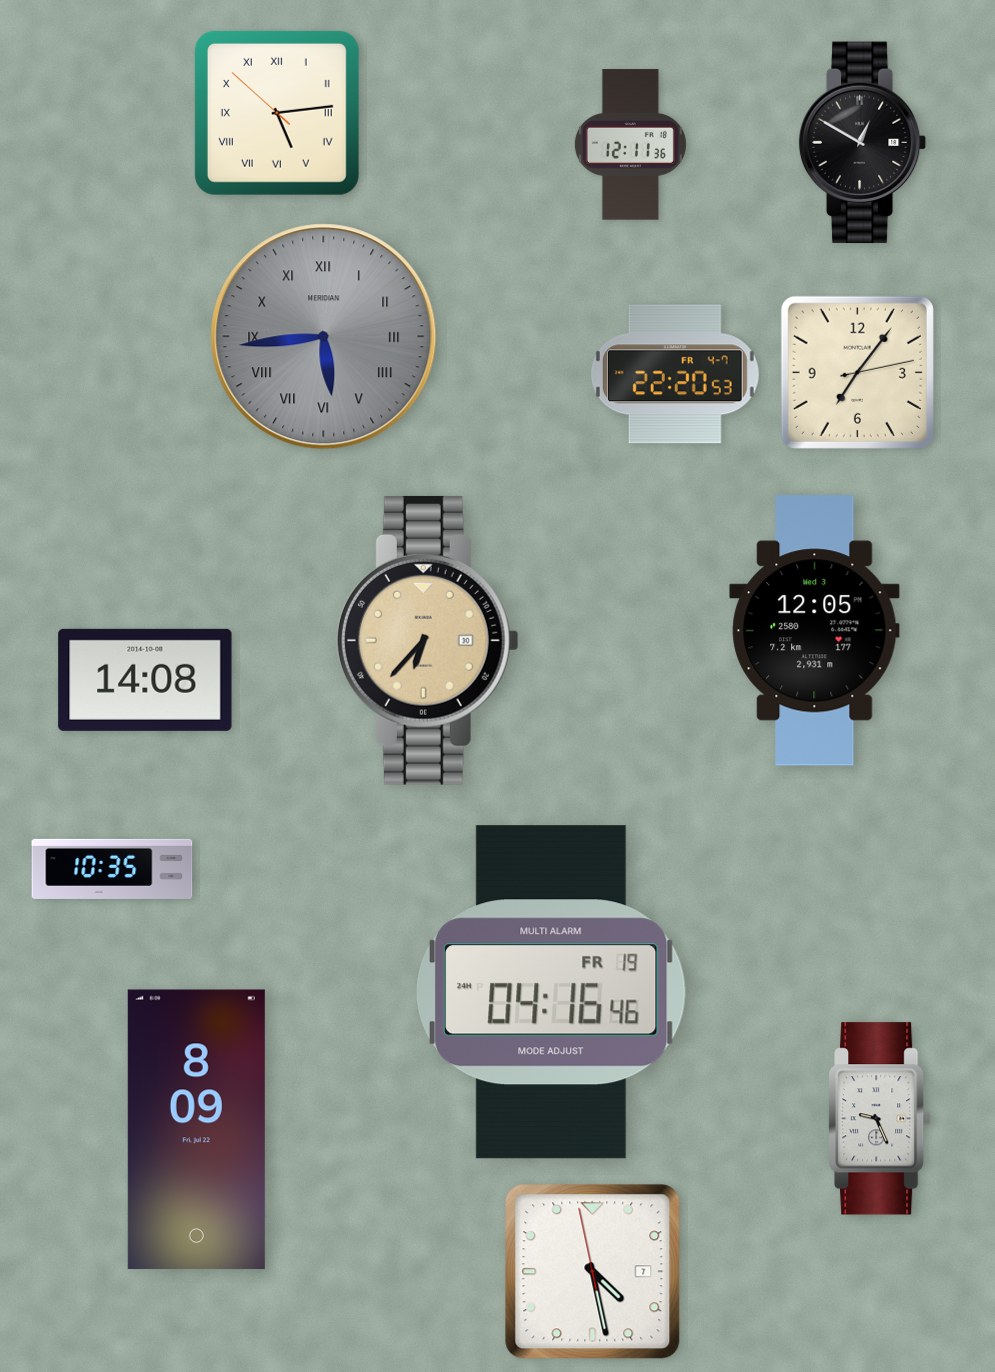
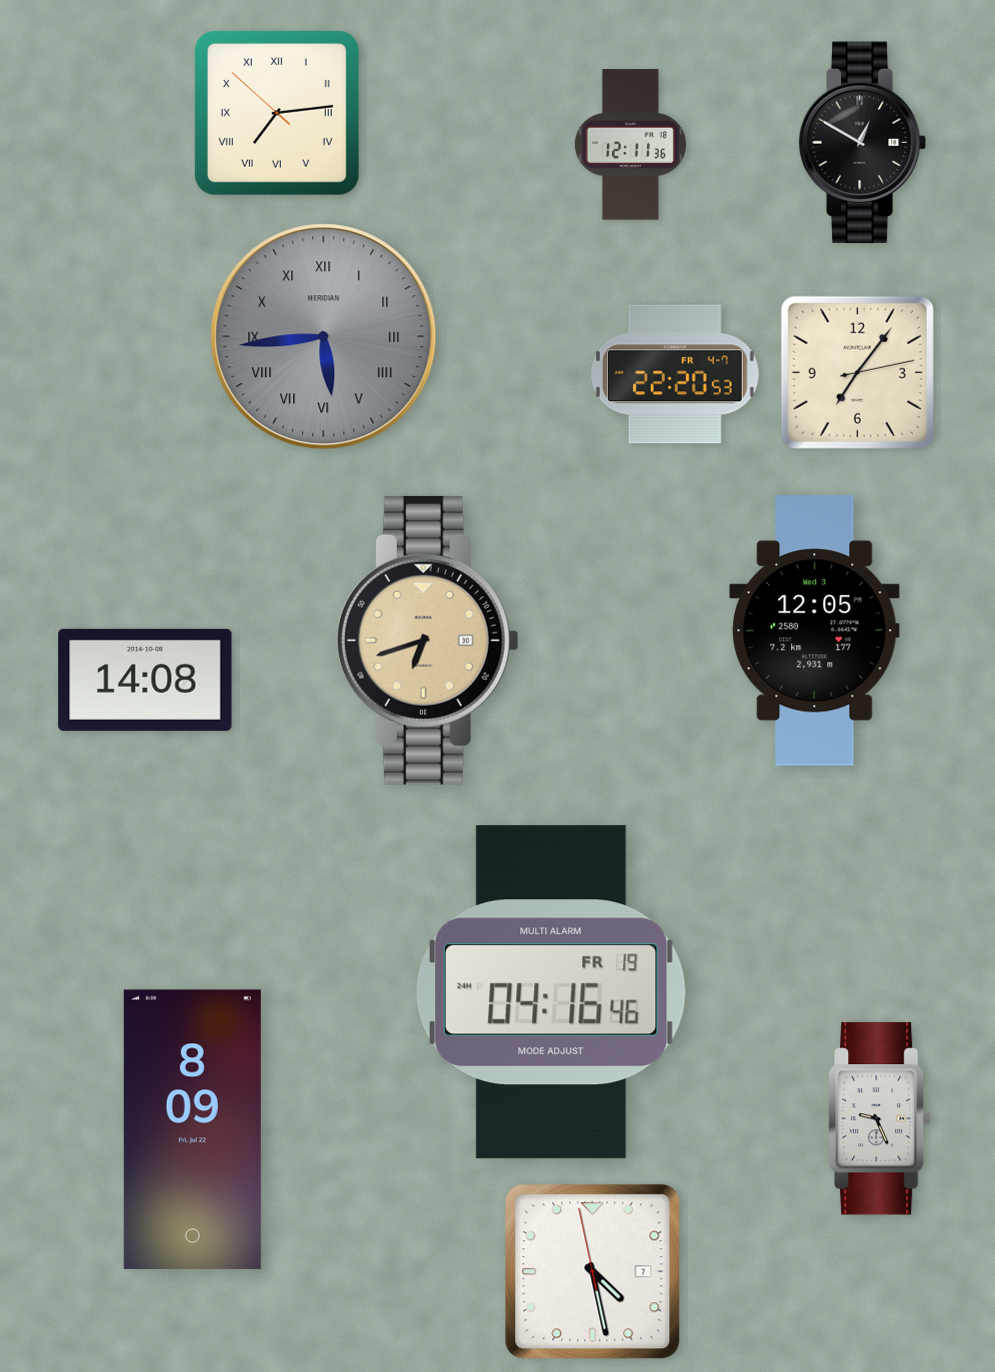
clock at (277, 113): 5:13 -> 7:13
clock at (427, 640): 6:37 -> 6:42
clock at (112, 869): 10:35 -> none
clock at (196, 1130) position: (196, 1130) -> (192, 1130)
